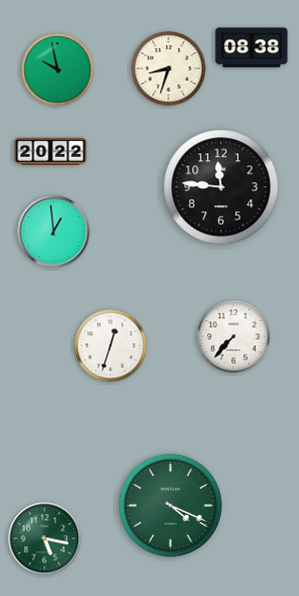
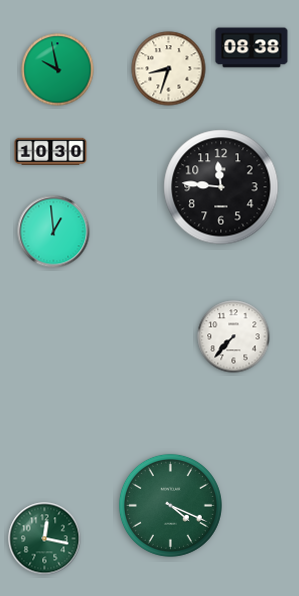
clock at (51, 152): 20:22 -> 10:30
clock at (111, 346): 12:33 -> none
clock at (45, 539): 5:17 -> 12:17
